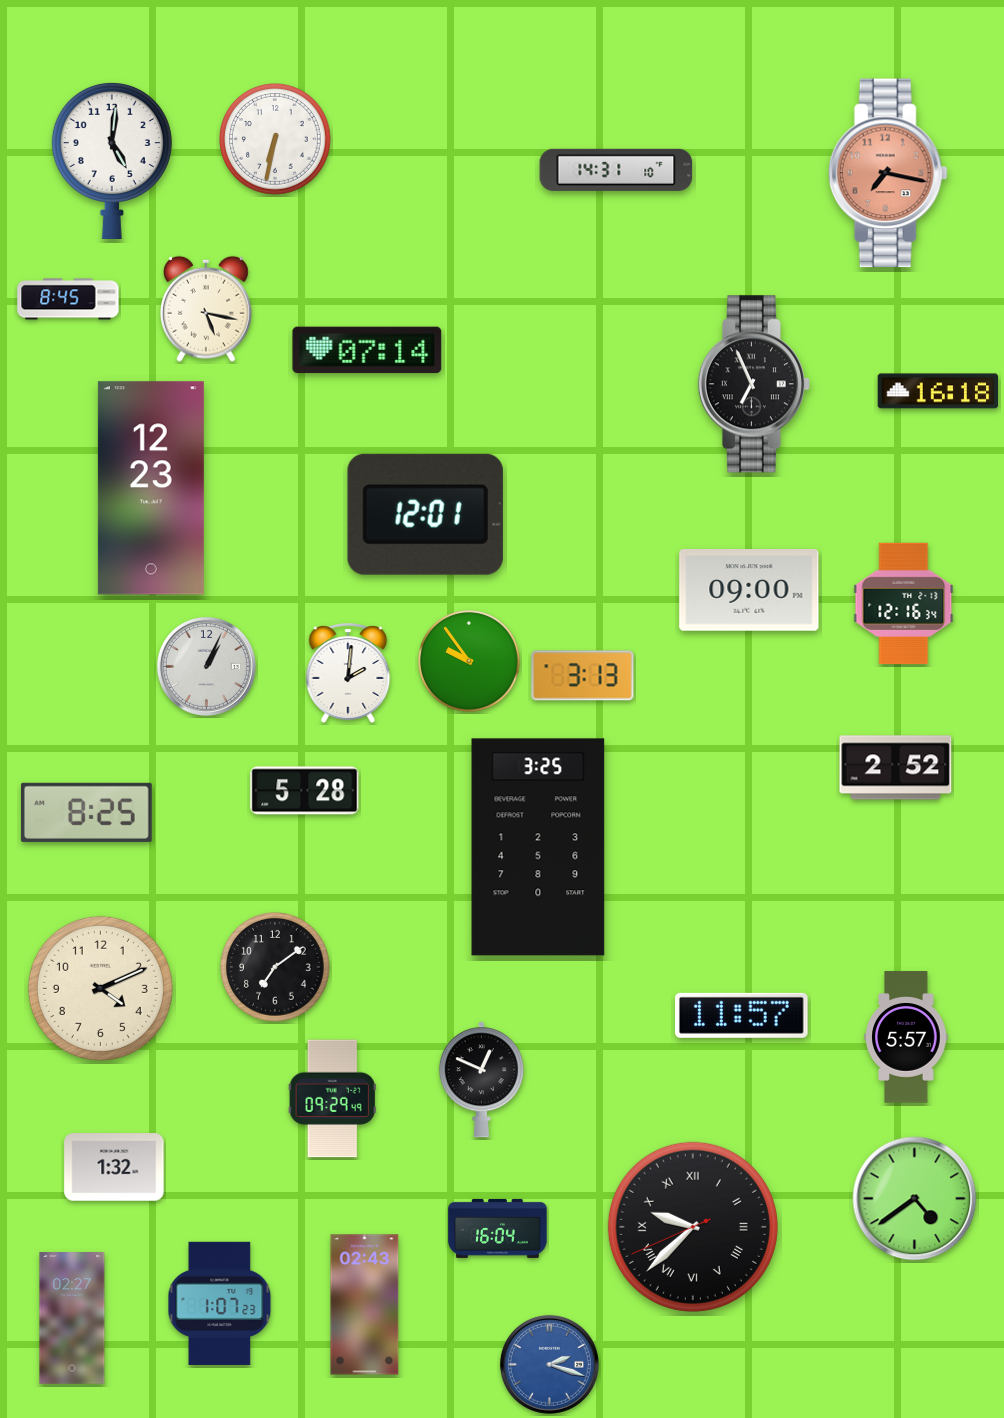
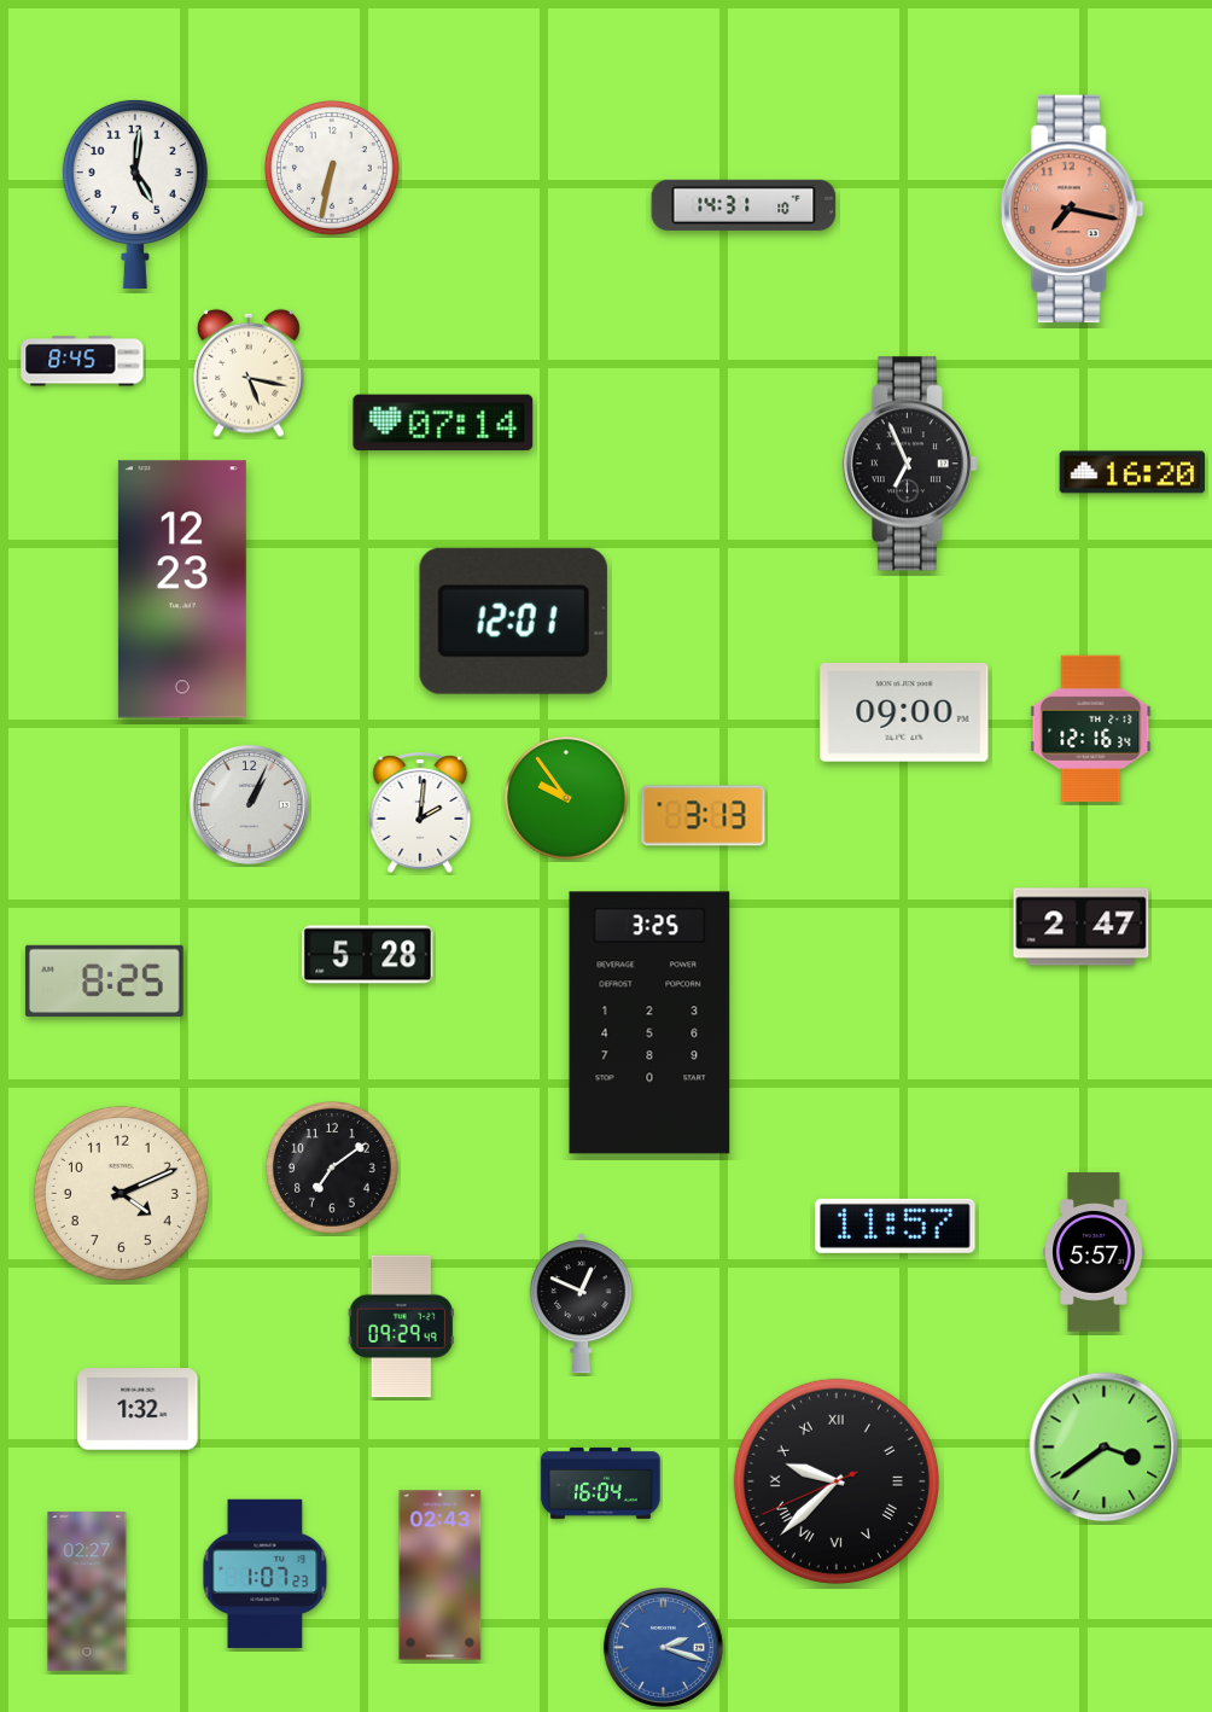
clock at (938, 391): 16:18 -> 16:20
clock at (896, 768): 2:52 -> 2:47
clock at (915, 1199): 4:39 -> 3:39
